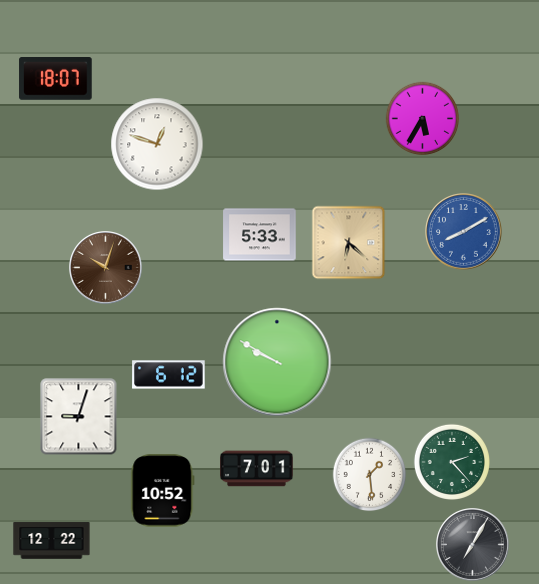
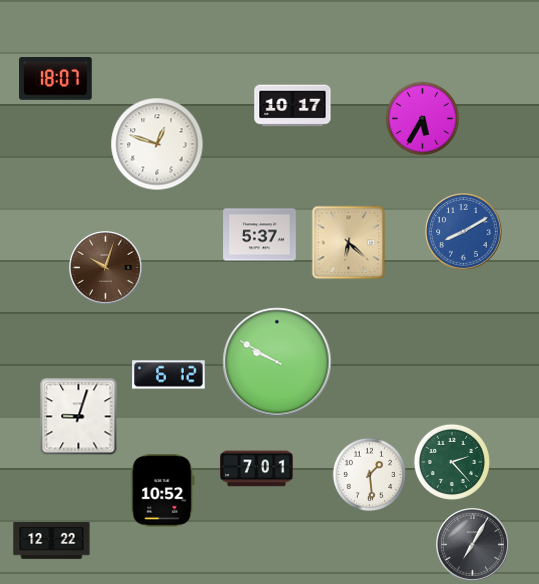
clock at (293, 106): none -> 10:17
clock at (260, 235): 5:33 -> 5:37
